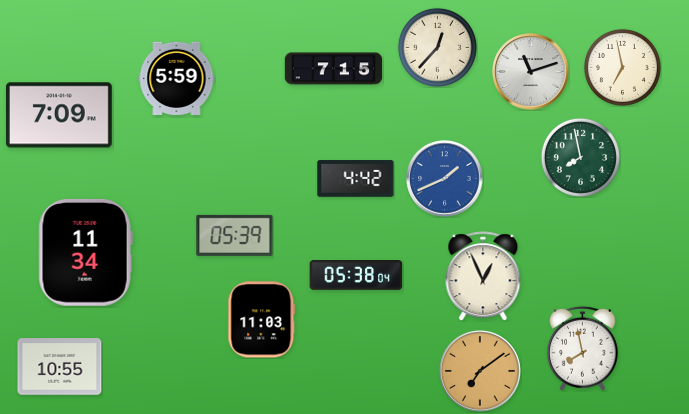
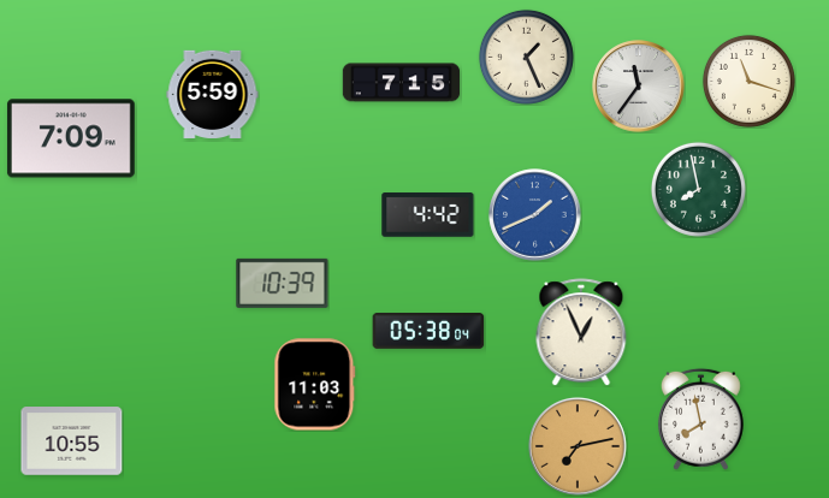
clock at (437, 47): 12:37 -> 1:26
clock at (622, 67): 6:58 -> 11:18
clock at (531, 72): 11:12 -> 11:36
clock at (235, 235): 05:39 -> 10:39
clock at (85, 252): 11:34 -> none
clock at (480, 371): 7:09 -> 7:13
